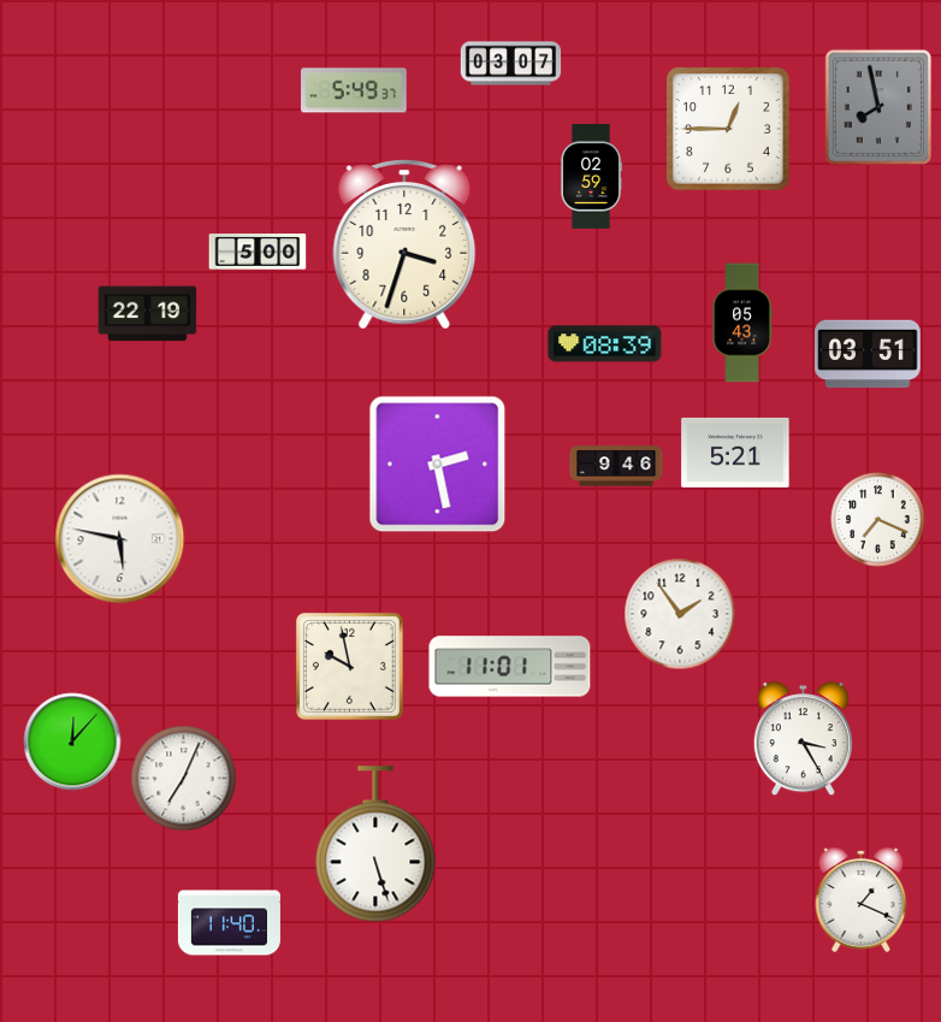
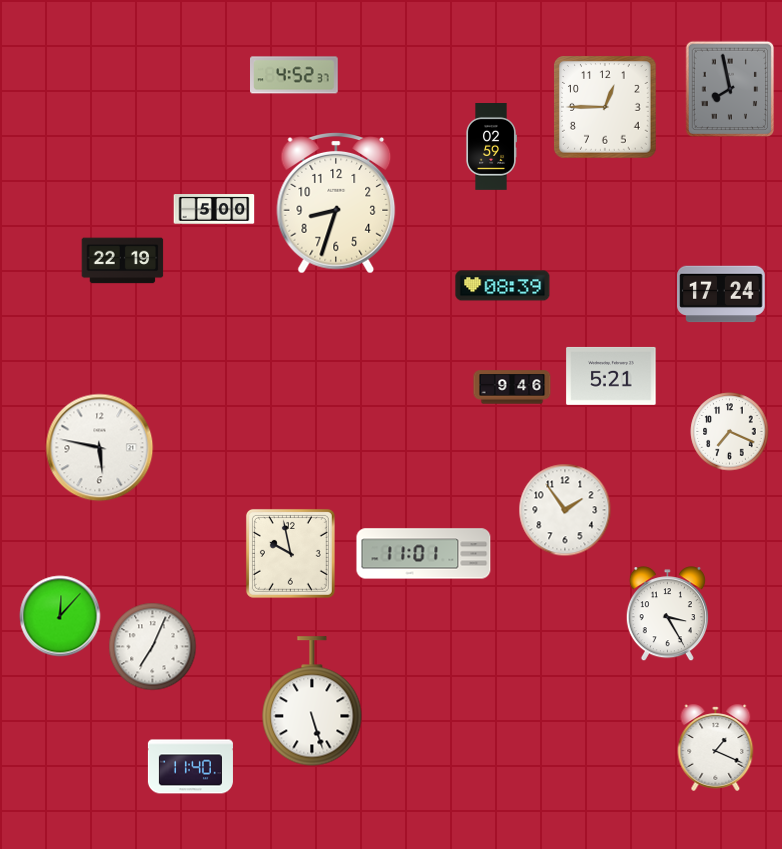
clock at (511, 64): 03:07 -> none
clock at (354, 90): 5:49 -> 4:52
clock at (404, 246): 3:33 -> 8:33
clock at (742, 323): 05:43 -> none
clock at (868, 354): 03:51 -> 17:24
clock at (438, 465): 2:28 -> none
